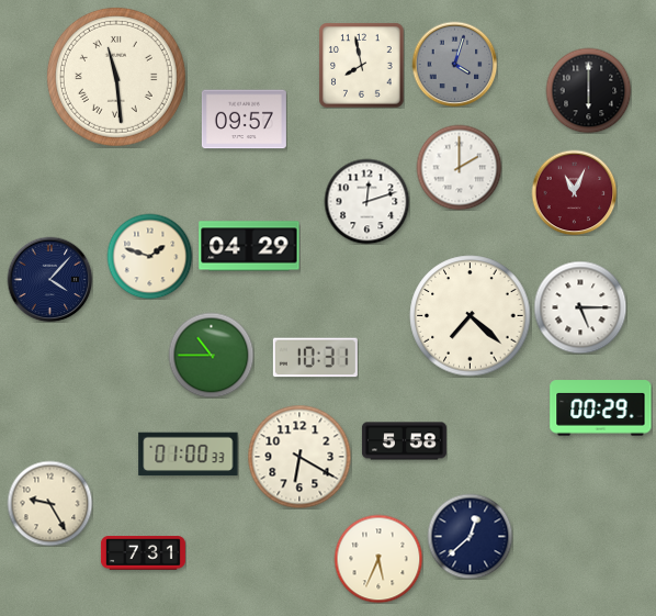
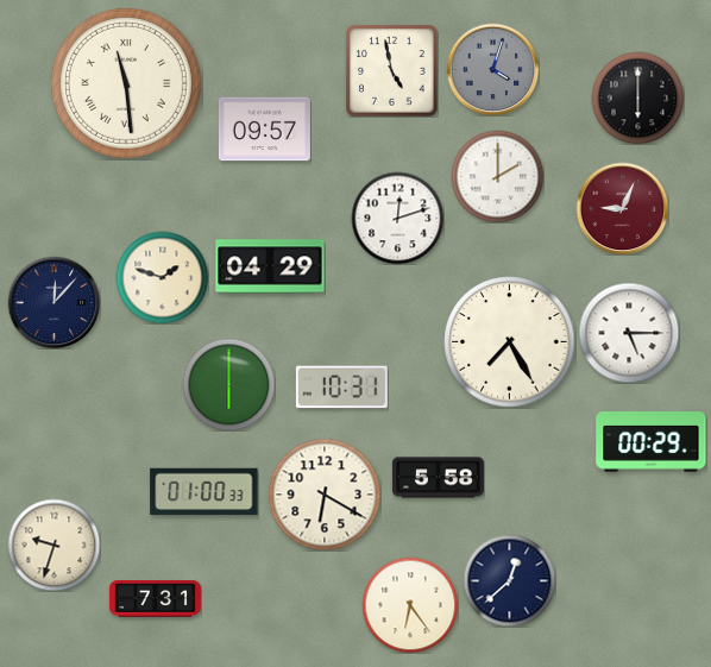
clock at (361, 65): 7:58 -> 4:58
clock at (459, 167) position: (459, 167) -> (497, 176)
clock at (574, 192): 11:04 -> 9:04
clock at (49, 279): 4:07 -> 12:07
clock at (471, 316): 7:22 -> 7:25
clock at (211, 355): 10:45 -> 6:00
clock at (49, 503): 9:25 -> 9:33
clock at (378, 559): 5:34 -> 6:24
